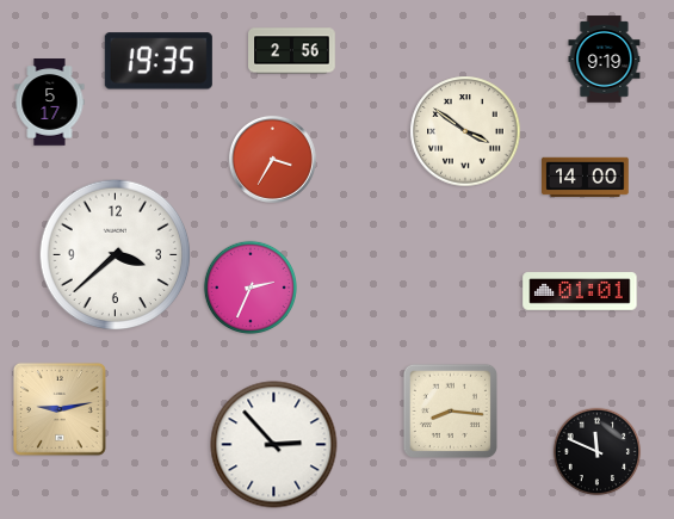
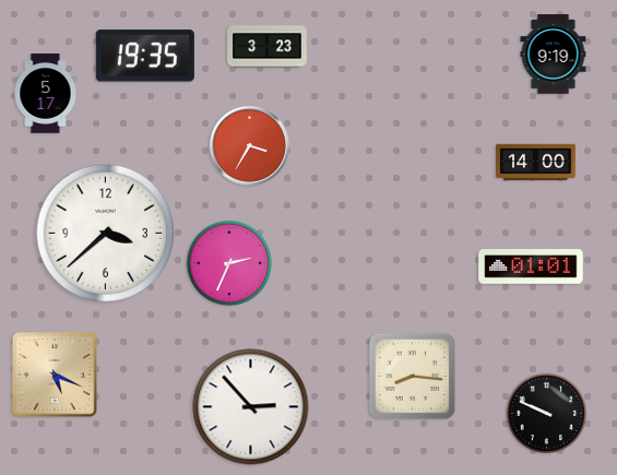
clock at (292, 51): 2:56 -> 3:23
clock at (465, 131): 3:51 -> none
clock at (60, 409): 9:13 -> 5:19
clock at (598, 452): 11:49 -> 9:49
